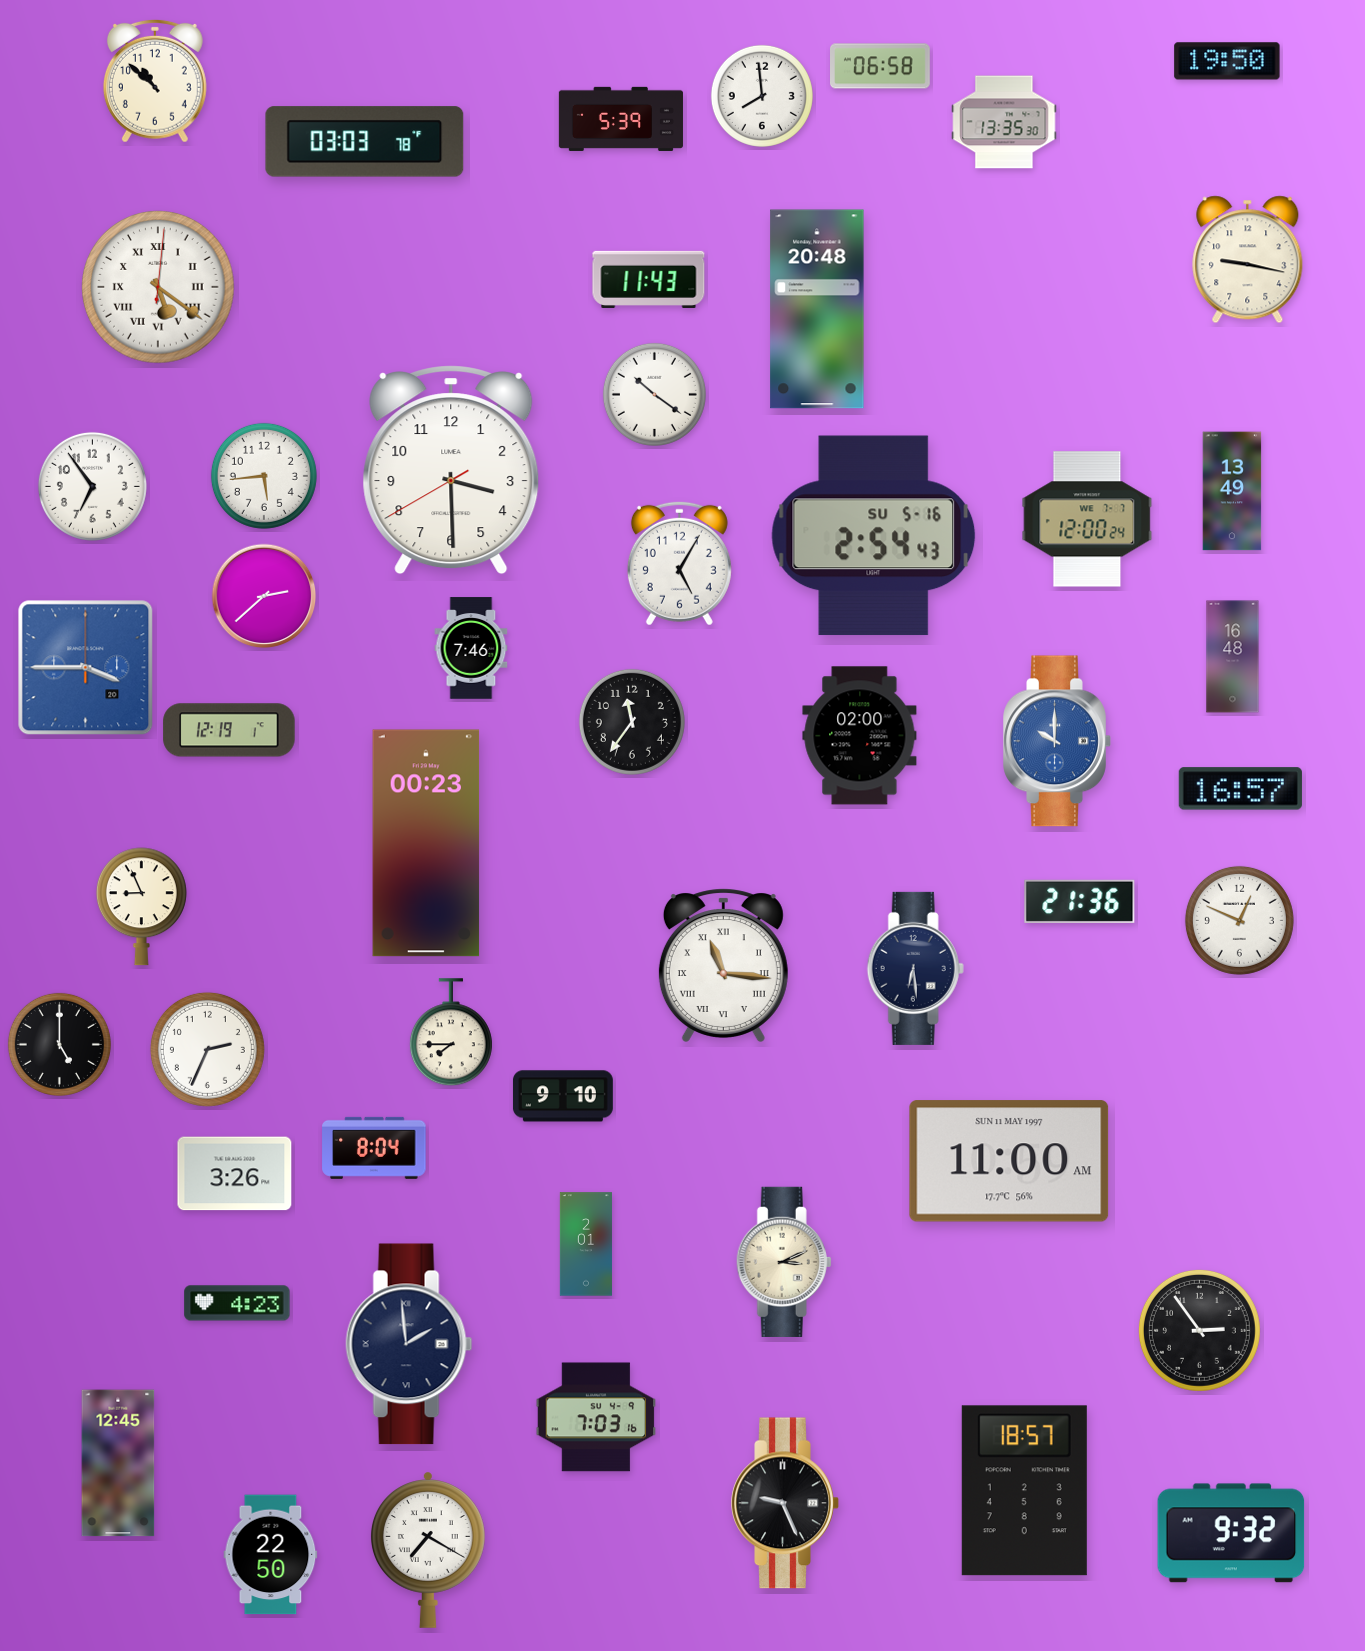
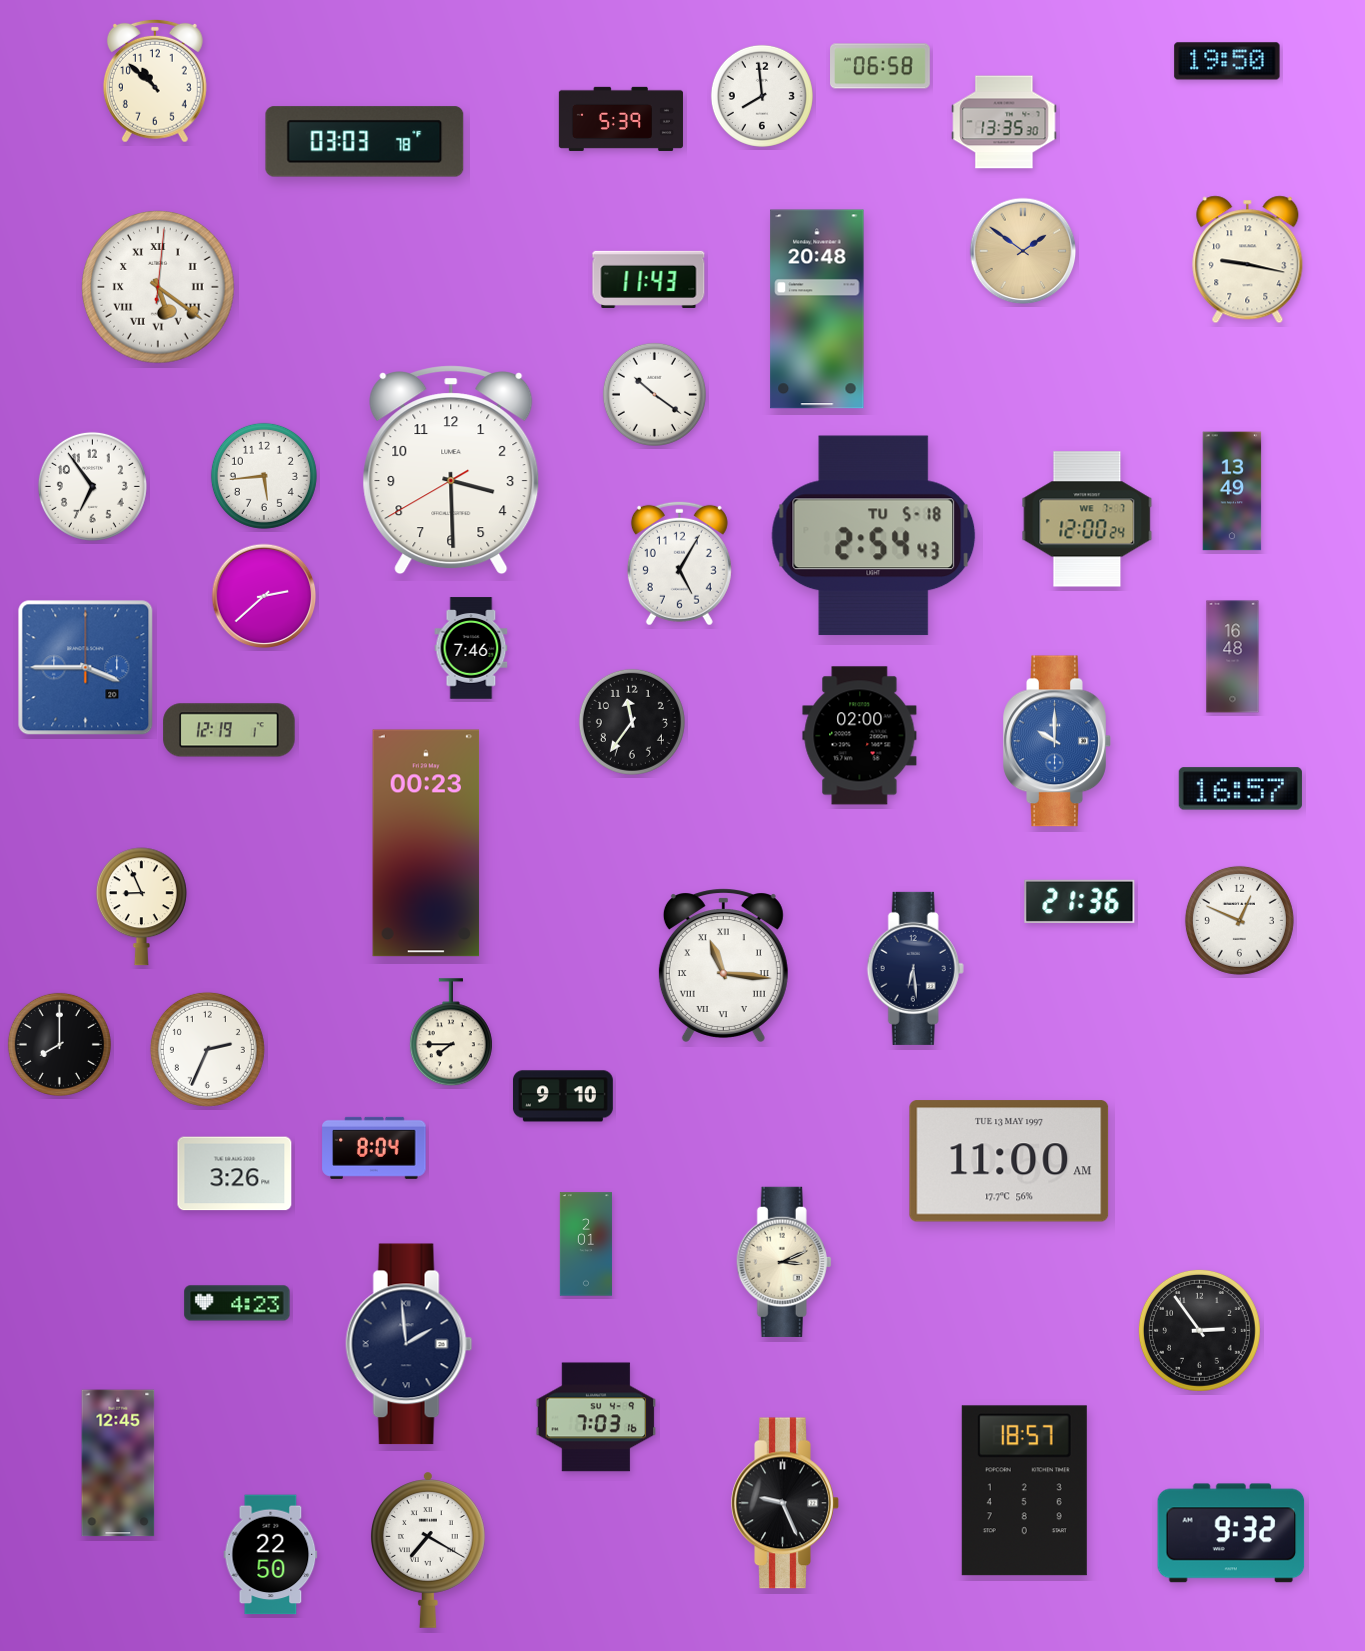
clock at (1023, 251): none -> 1:51
clock at (874, 536) date: SU 5-16 -> TU 5-18
clock at (59, 1044): 5:00 -> 8:00
clock at (1009, 1161) date: SUN 11 MAY 1997 -> TUE 13 MAY 1997
